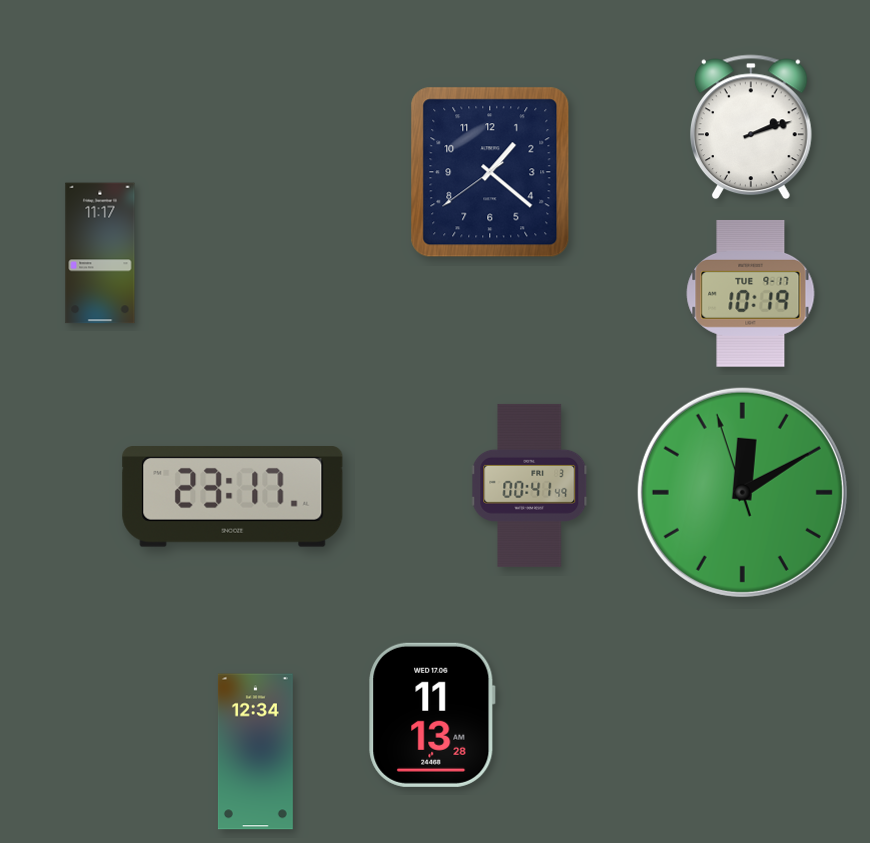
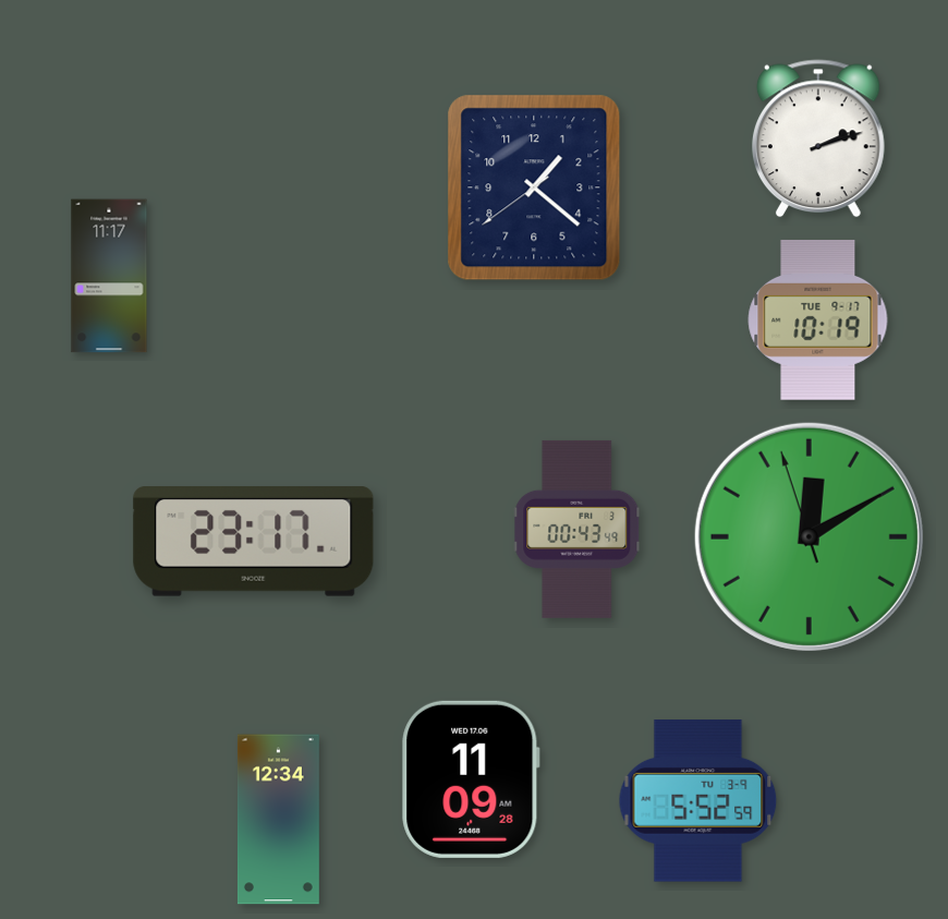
clock at (530, 485): 00:41 -> 00:43
clock at (432, 715): 11:13 -> 11:09
clock at (698, 801): none -> 5:52
